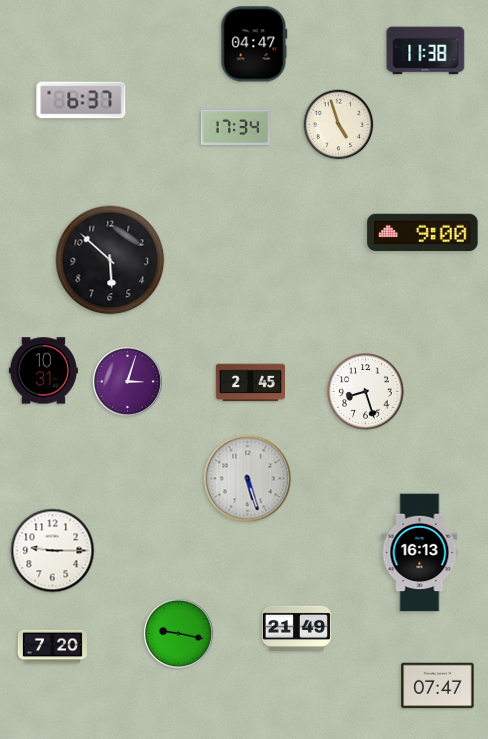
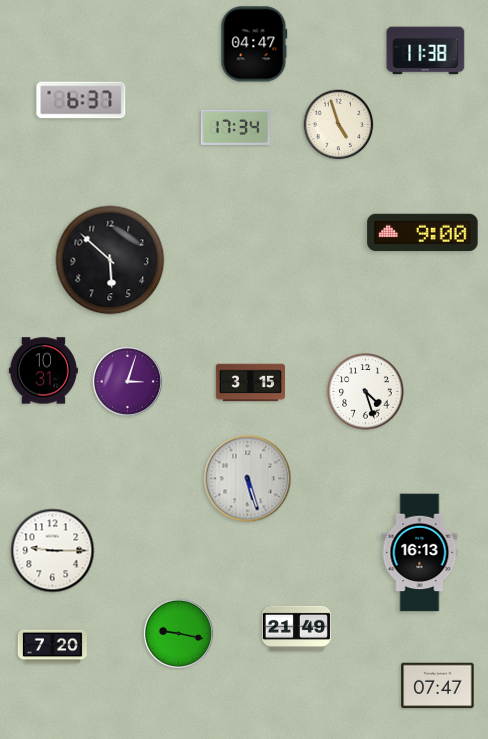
clock at (250, 383): 2:45 -> 3:15
clock at (366, 392): 8:27 -> 4:27
